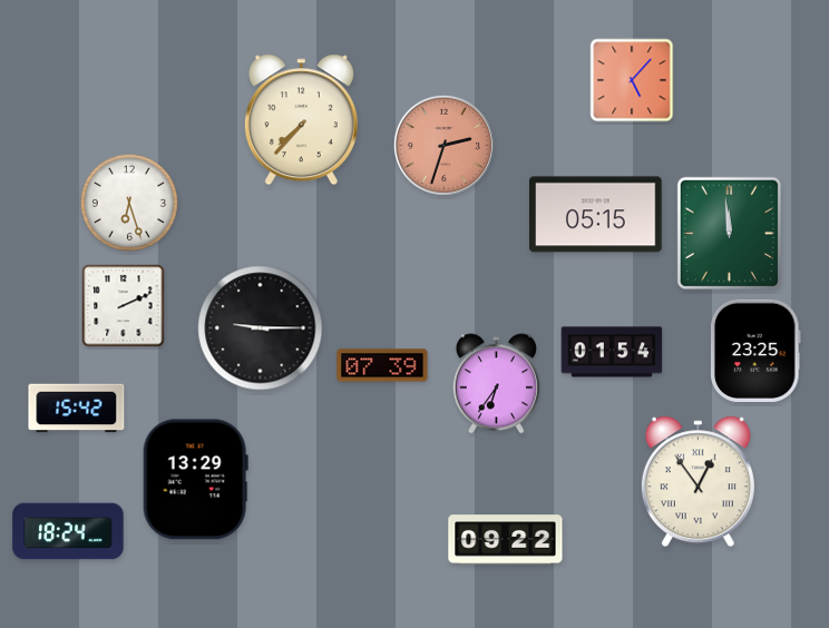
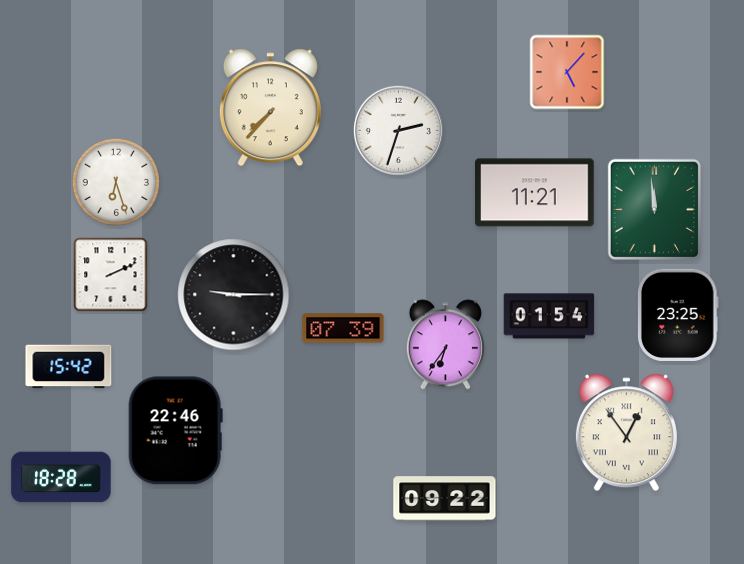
clock at (443, 145) dial: salmon -> white
clock at (596, 215): 05:15 -> 11:21
clock at (195, 480): 13:29 -> 22:46
clock at (68, 531): 18:24 -> 18:28
clock at (506, 540) position: (506, 540) -> (445, 499)
